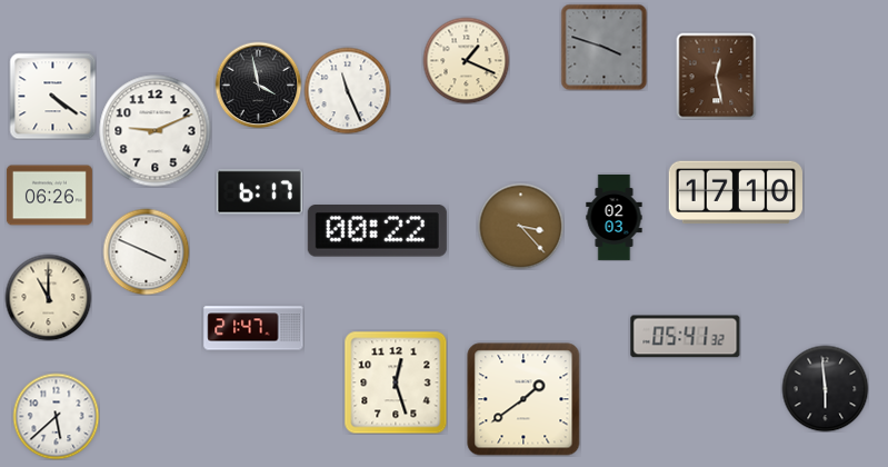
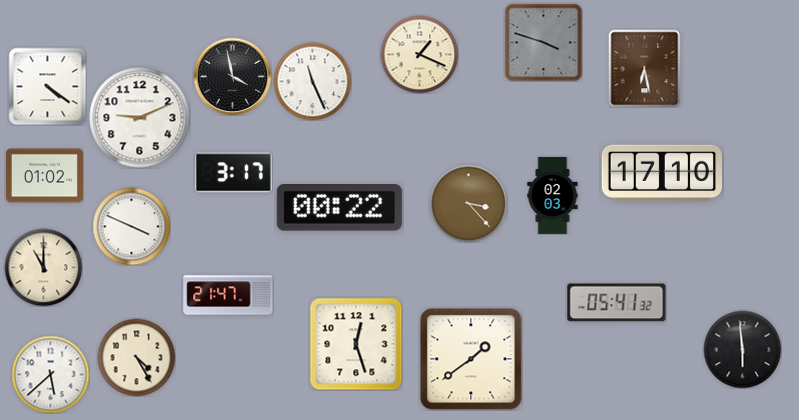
clock at (717, 76): 12:28 -> 6:28
clock at (259, 192): 6:17 -> 3:17
clock at (49, 196): 06:26 -> 01:02
clock at (136, 357): none -> 4:25
